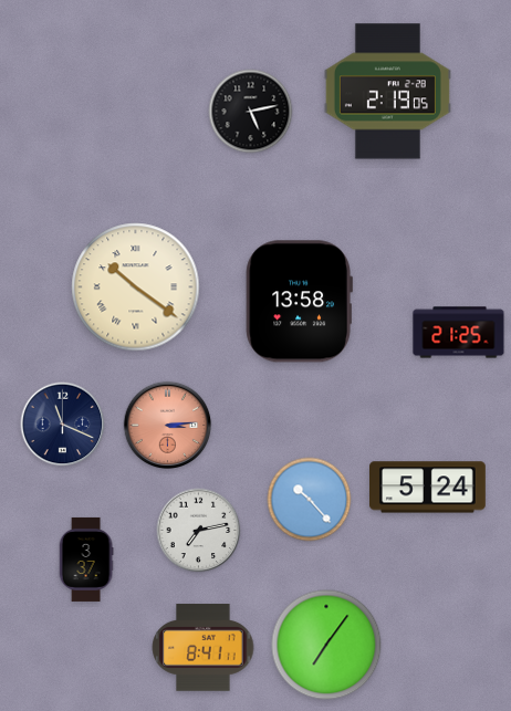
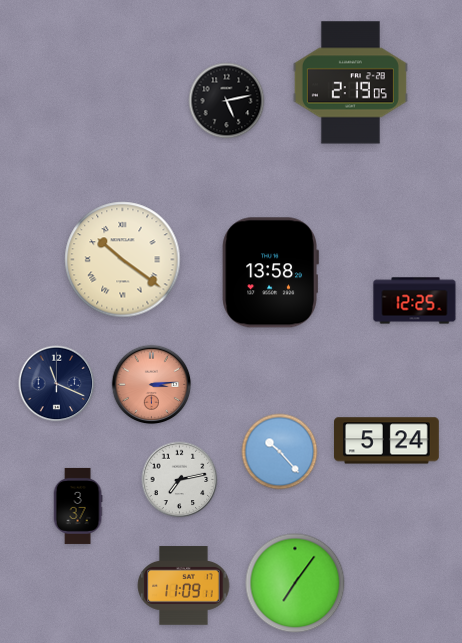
clock at (459, 333): 21:25 -> 12:25
clock at (204, 648): 8:41 -> 11:09
